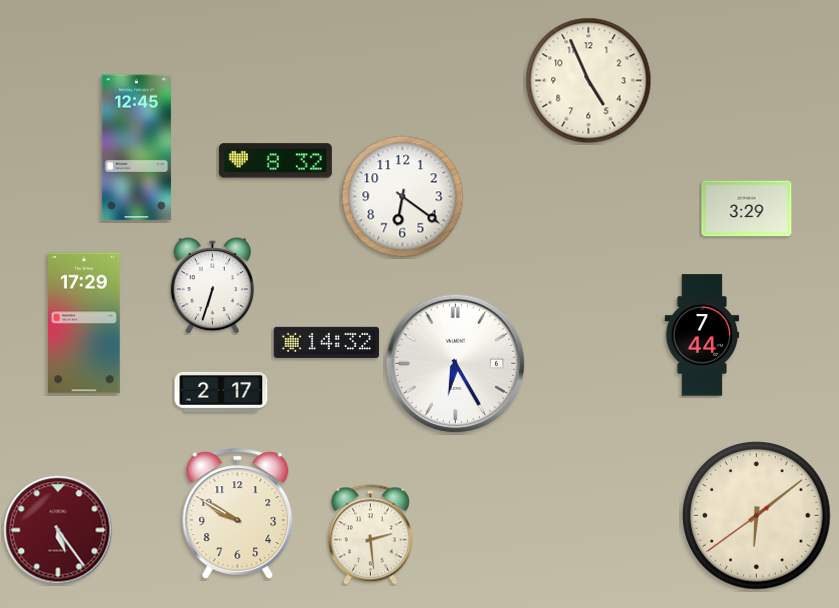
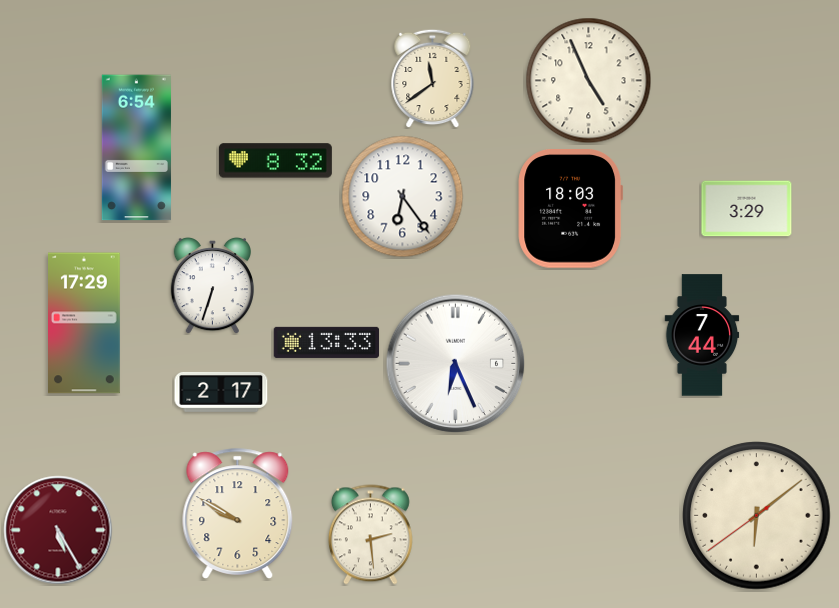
clock at (433, 78): none -> 11:39
clock at (136, 148): 12:45 -> 6:54
clock at (403, 197): 6:21 -> 6:24
clock at (570, 209): none -> 18:03
clock at (327, 342): 14:32 -> 13:33
clock at (456, 364): 6:25 -> 6:26
clock at (58, 530): 5:24 -> 5:25
